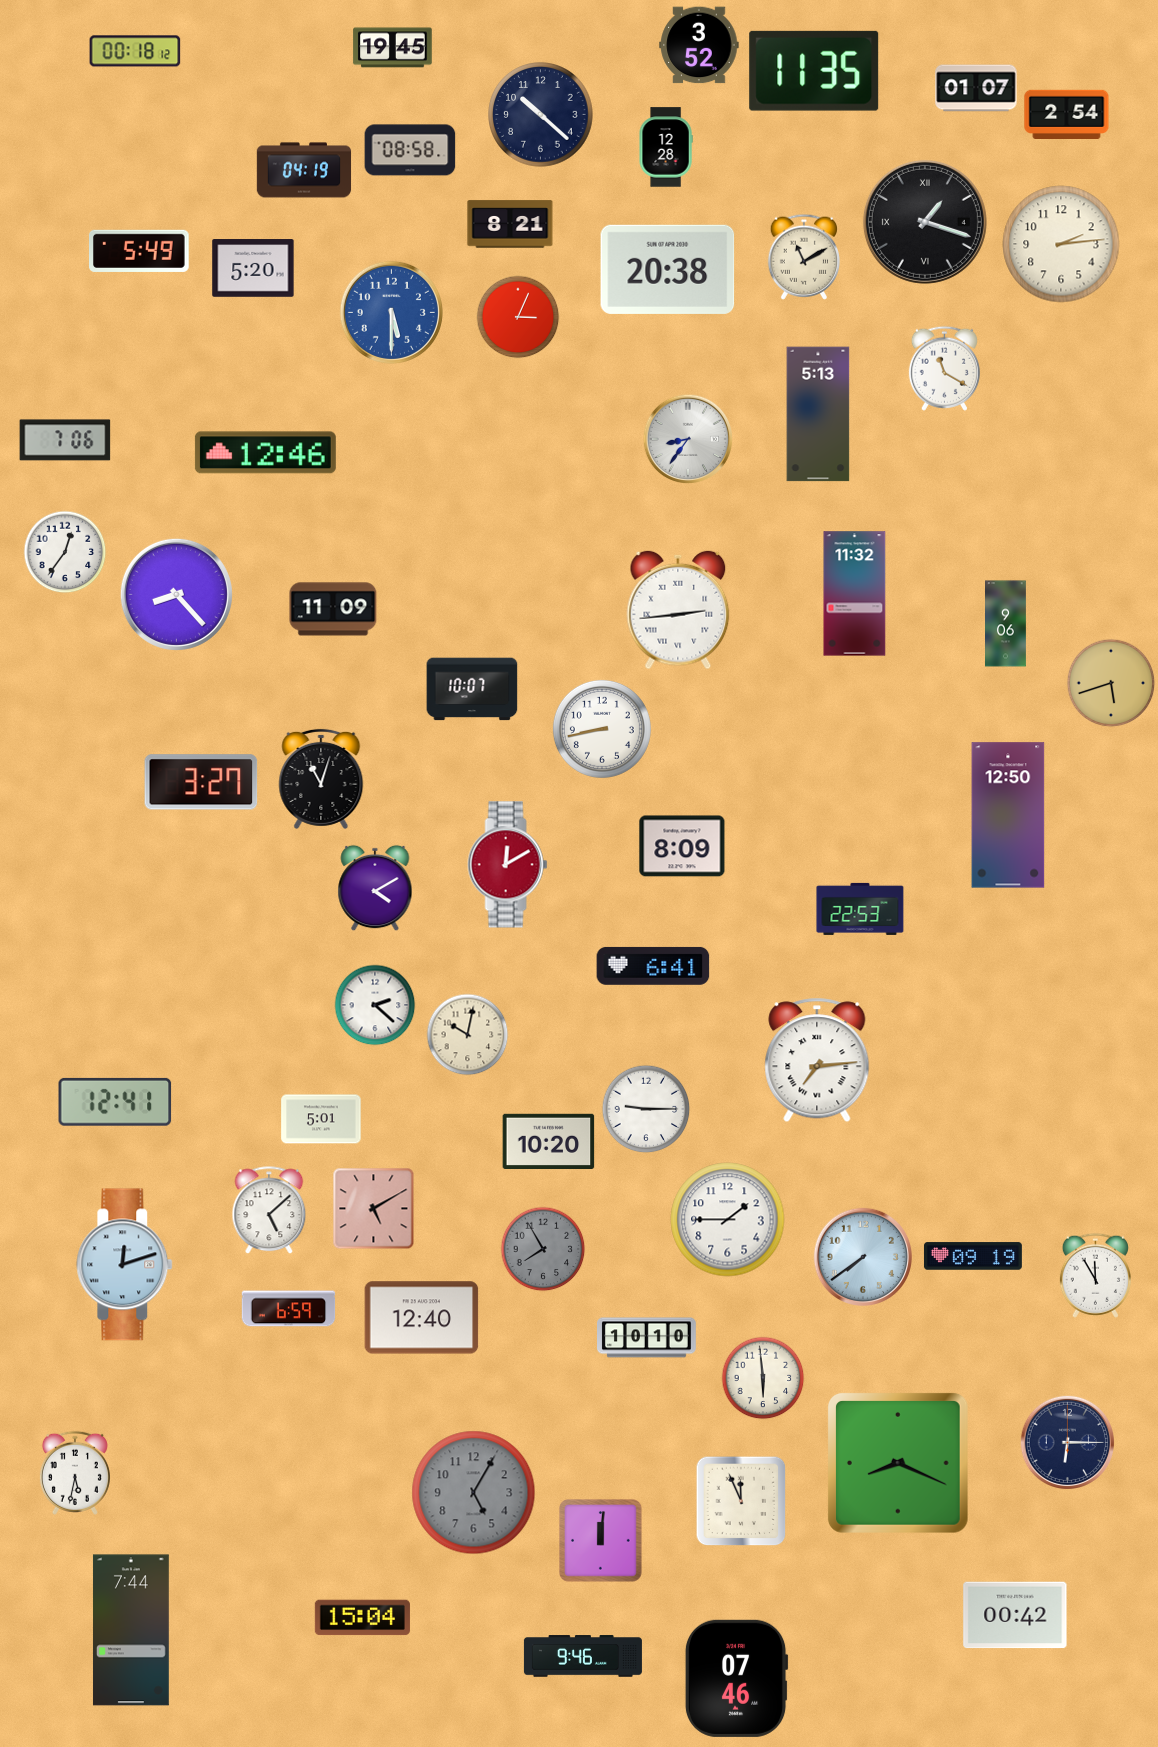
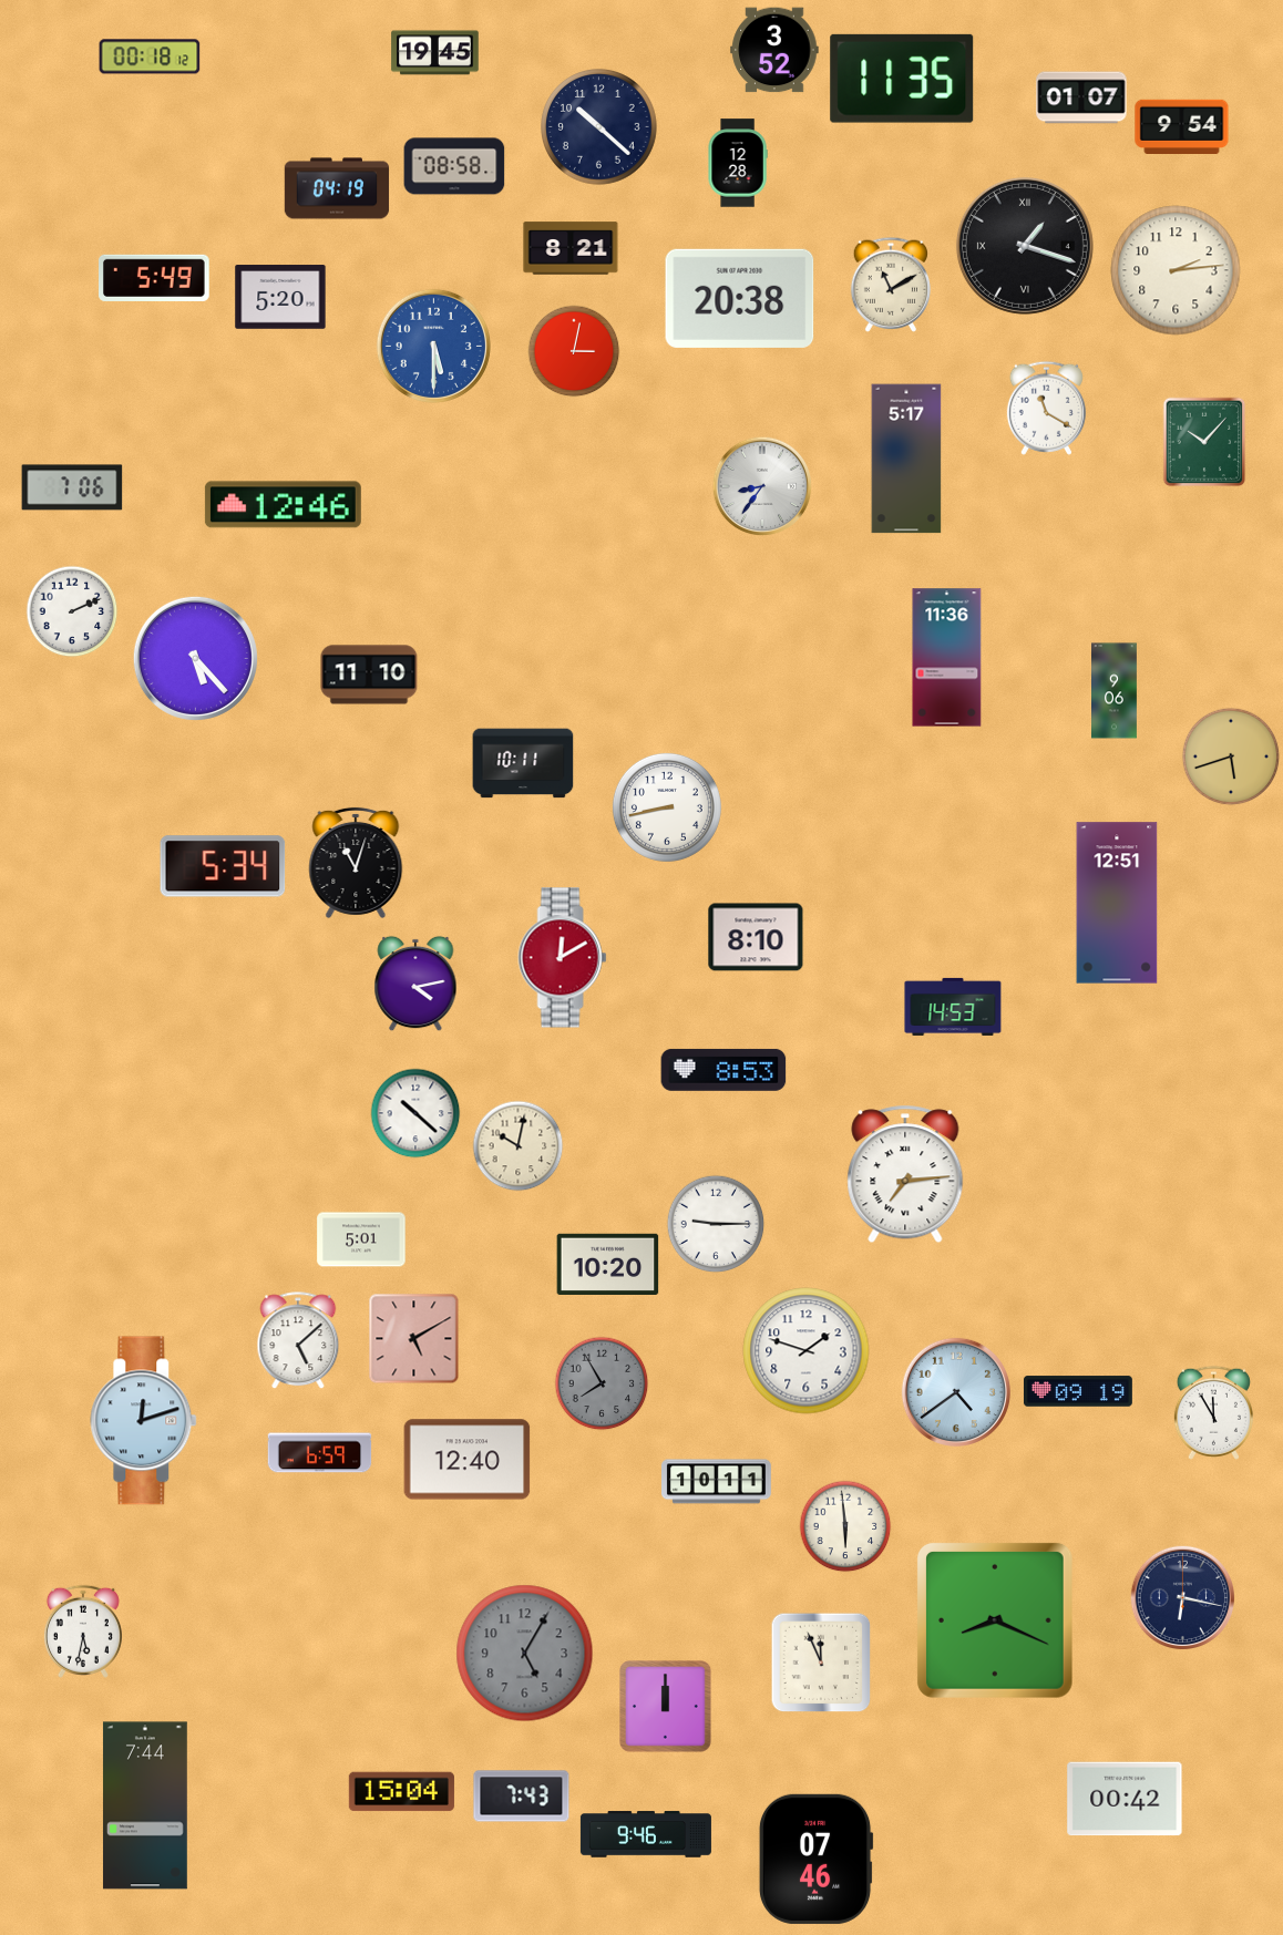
clock at (1067, 114): 2:54 -> 9:54
clock at (510, 224) position: (510, 224) -> (571, 248)
clock at (518, 317): 3:04 -> 3:02
clock at (1204, 442): none -> 10:07
clock at (818, 414): 5:13 -> 5:17
clock at (265, 453) position: (265, 453) -> (283, 505)
clock at (65, 552): 12:36 -> 2:11
clock at (176, 594): 8:23 -> 5:23
clock at (855, 594): 11:32 -> 11:36
clock at (333, 609): 11:09 -> 11:10
clock at (678, 610): 2:44 -> none
clock at (472, 689): 10:07 -> 10:11
clock at (201, 782): 3:27 -> 5:34
clock at (1008, 815): 12:50 -> 12:51
clock at (682, 846): 8:09 -> 8:10
clock at (375, 888): 4:10 -> 4:13
clock at (860, 909): 22:53 -> 14:53
clock at (653, 966): 6:41 -> 8:53
clock at (375, 1005): 2:22 -> 10:22
clock at (115, 1102): 12:41 -> none
clock at (646, 1109) position: (646, 1109) -> (716, 1224)
clock at (321, 1119) position: (321, 1119) -> (361, 1239)
clock at (728, 1220): 1:45 -> 1:48
clock at (863, 1257): 7:39 -> 4:39
clock at (125, 1265) position: (125, 1265) -> (144, 1421)
clock at (289, 1309) position: (289, 1309) -> (320, 1453)
clock at (647, 1338): 10:10 -> 10:11
clock at (1067, 1442): 6:15 -> 6:17
clock at (601, 1541): 12:01 -> 12:00
clock at (1015, 1615) position: (1015, 1615) -> (1125, 1799)
clock at (522, 1797): none -> 7:43
